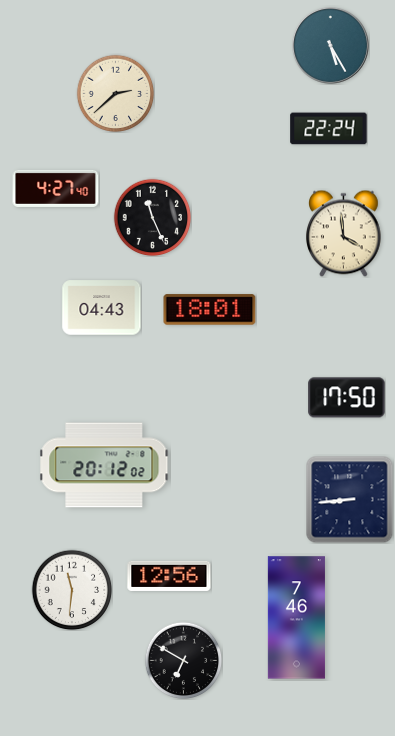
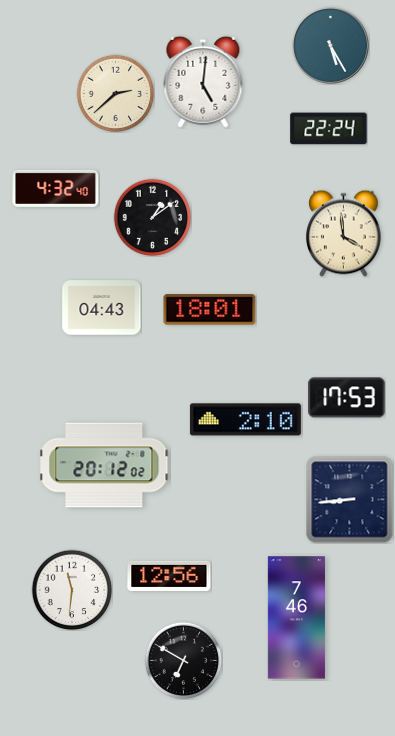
clock at (203, 82): none -> 5:01
clock at (56, 188): 4:27 -> 4:32
clock at (152, 217): 11:26 -> 1:09
clock at (347, 398): 17:50 -> 17:53
clock at (245, 420): none -> 2:10
